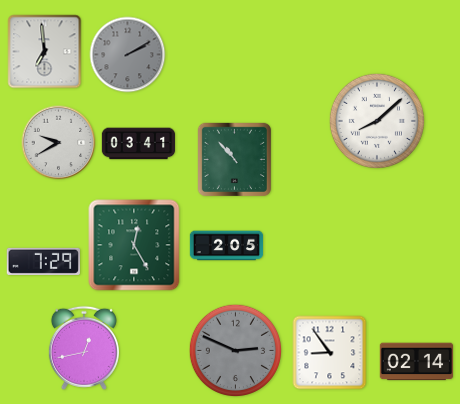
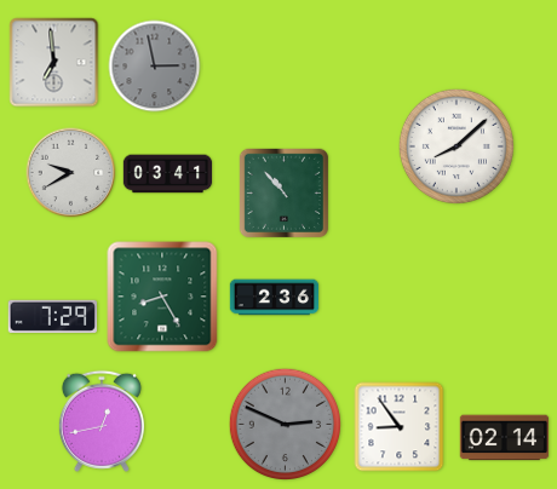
clock at (128, 55): 2:10 -> 2:58
clock at (134, 245): 12:25 -> 8:25
clock at (227, 246): 2:05 -> 2:36
